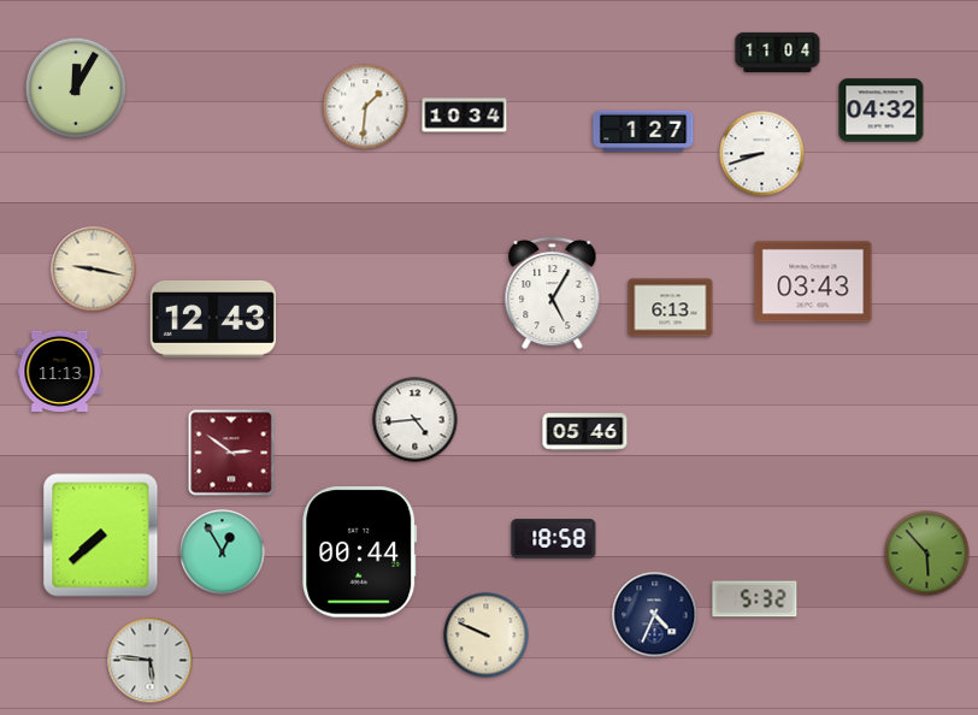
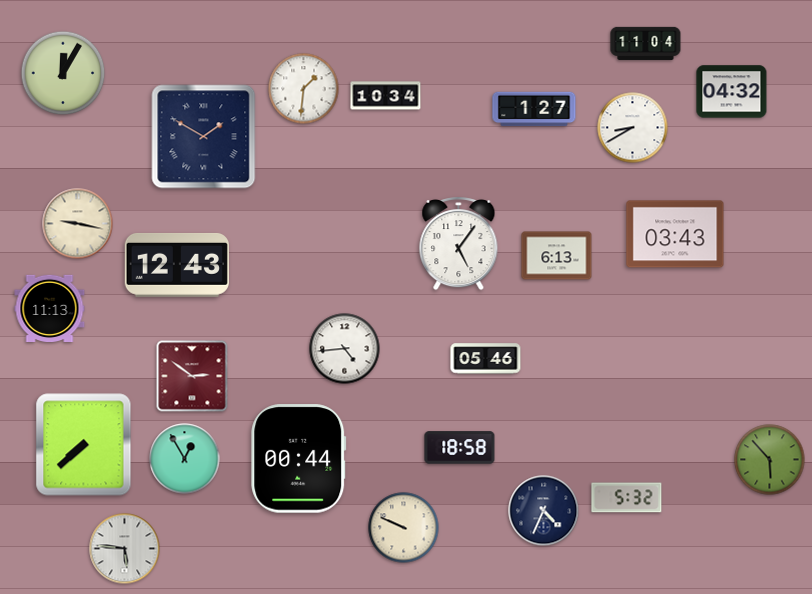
clock at (762, 154): 8:42 -> 8:40
clock at (204, 137): none -> 1:50
clock at (553, 294): 5:05 -> 5:06
